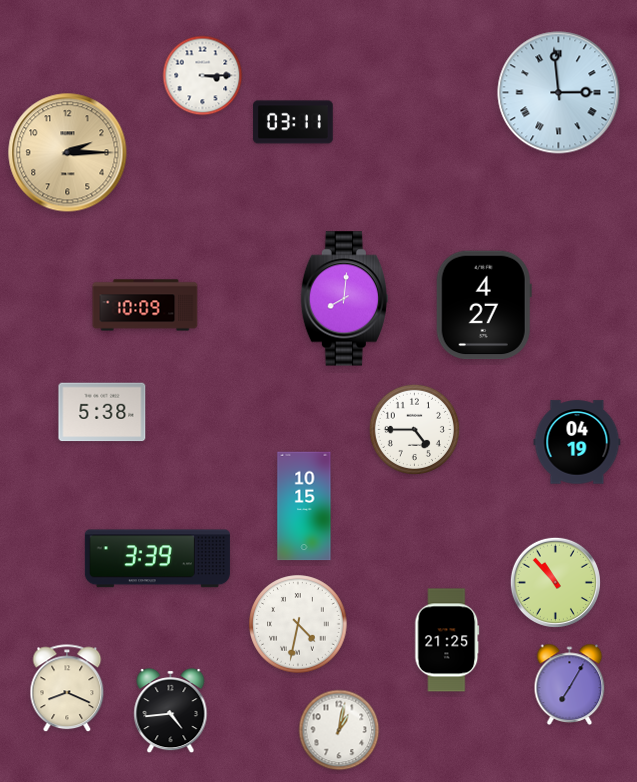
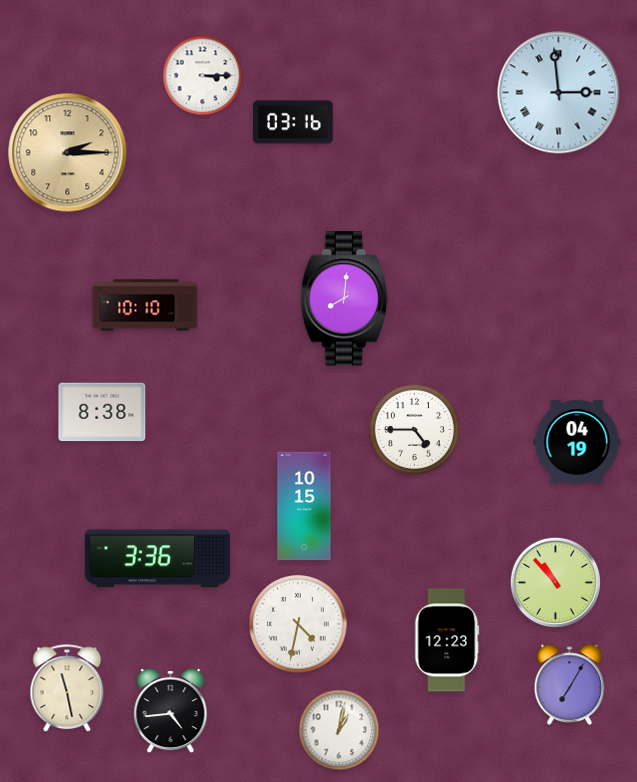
clock at (293, 122): 03:11 -> 03:16
clock at (145, 305): 10:09 -> 10:10
clock at (484, 305): 4:27 -> none
clock at (102, 412): 5:38 -> 8:38
clock at (157, 559): 3:39 -> 3:36
clock at (447, 640): 21:25 -> 12:23
clock at (67, 689): 8:19 -> 11:28
